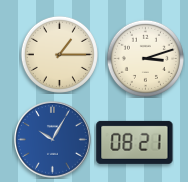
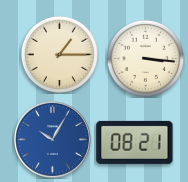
clock at (145, 58): 3:12 -> 3:16
